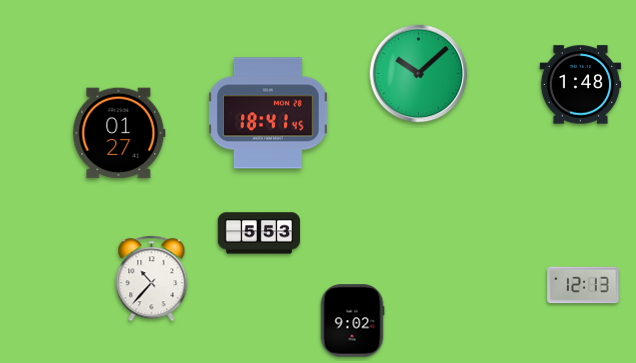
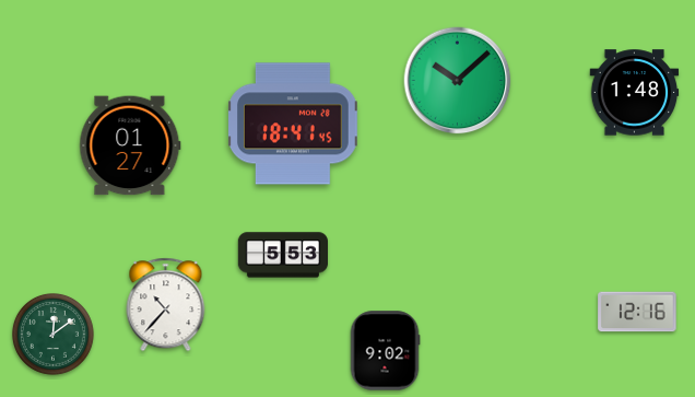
clock at (583, 285): 12:13 -> 12:16
clock at (54, 335): none -> 12:09
